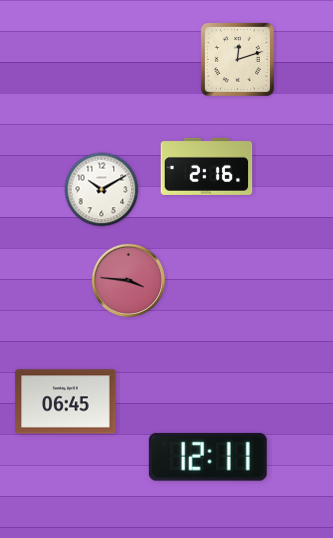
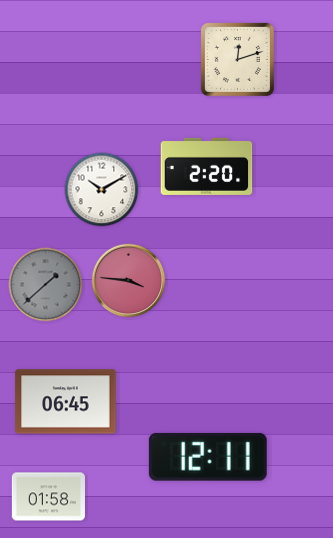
clock at (207, 166): 2:16 -> 2:20
clock at (46, 285): none -> 1:38
clock at (48, 497): none -> 01:58
